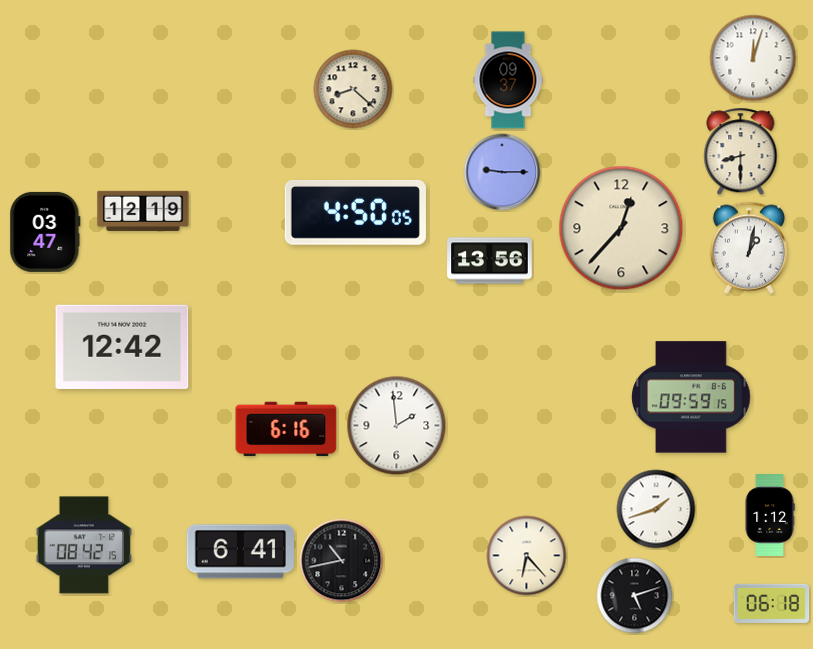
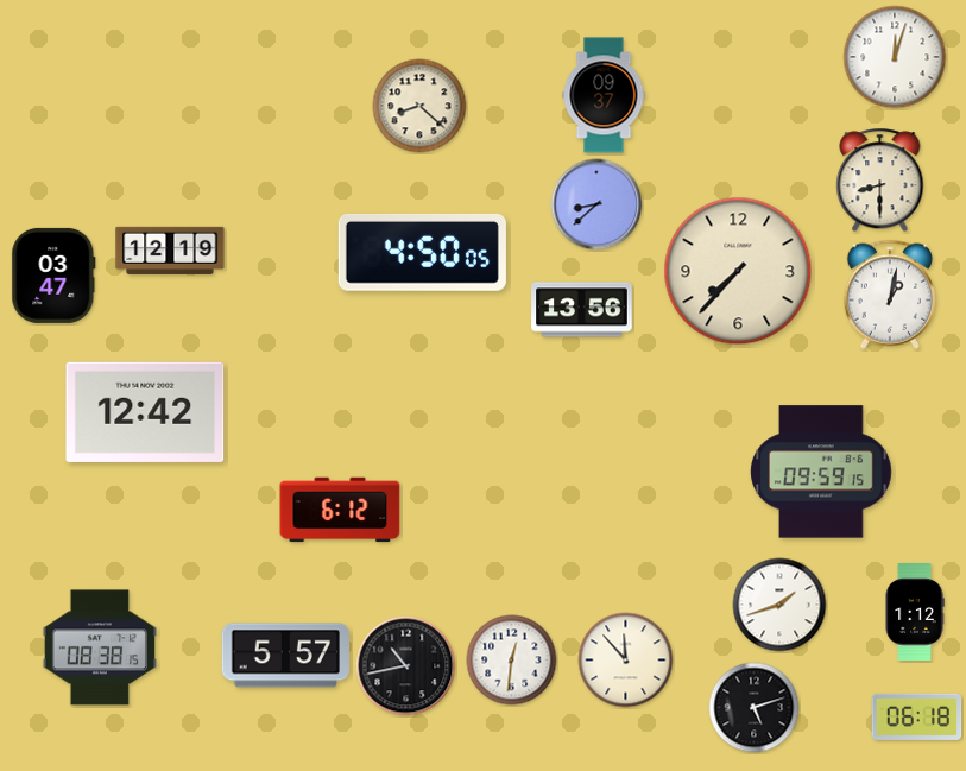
clock at (753, 58) position: (753, 58) -> (895, 57)
clock at (502, 172): 9:15 -> 8:38
clock at (621, 228): 12:37 -> 7:37
clock at (397, 426): 1:59 -> none
clock at (286, 429): 6:16 -> 6:12
clock at (83, 545): 08:42 -> 08:38
clock at (240, 552): 6:41 -> 5:57
clock at (512, 661): none -> 12:31
clock at (527, 556): 6:23 -> 11:53
